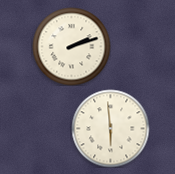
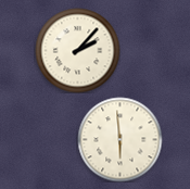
clock at (71, 46): 2:12 -> 2:07
